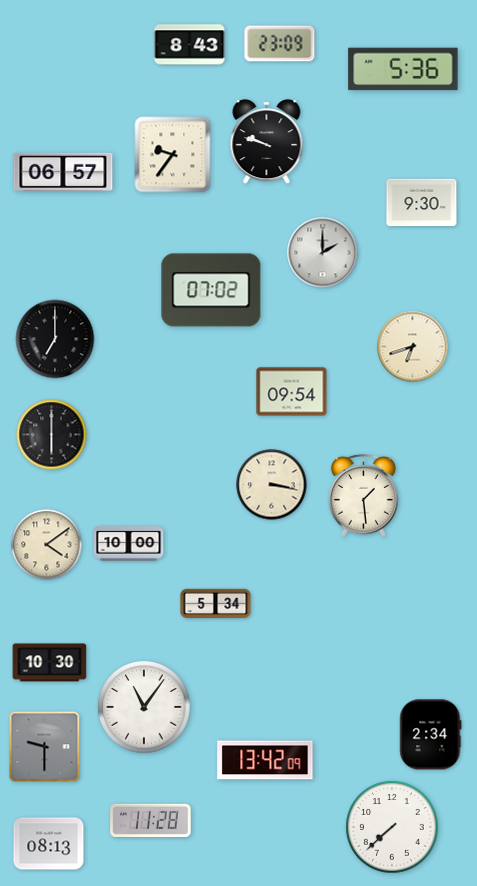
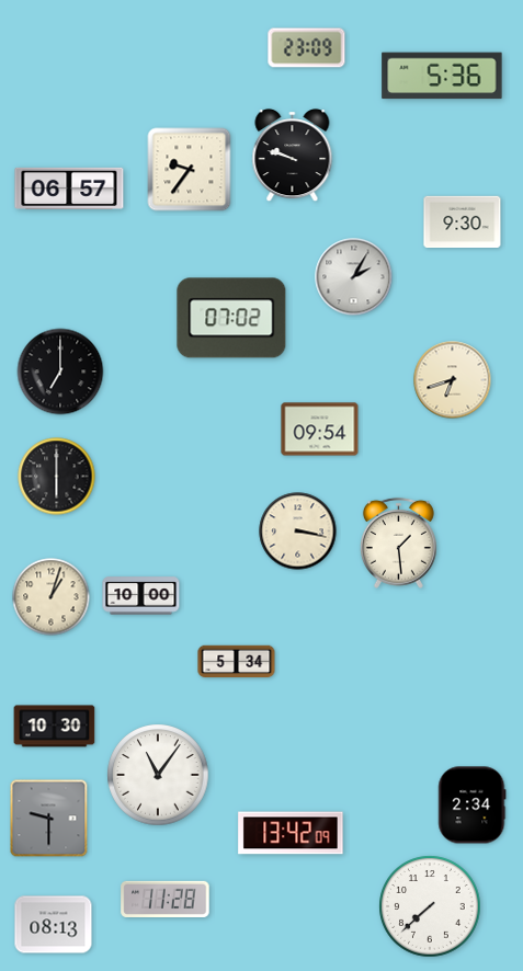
clock at (190, 45): 8:43 -> none
clock at (323, 253): 2:00 -> 2:05
clock at (47, 545): 4:09 -> 1:03
